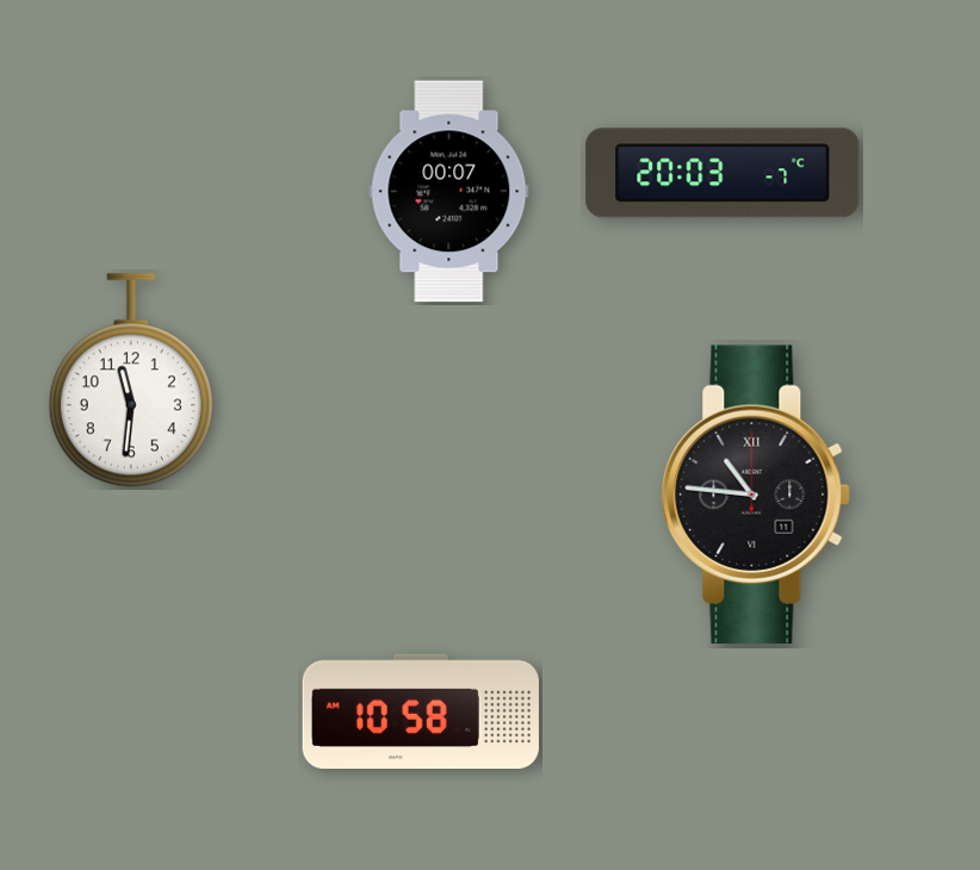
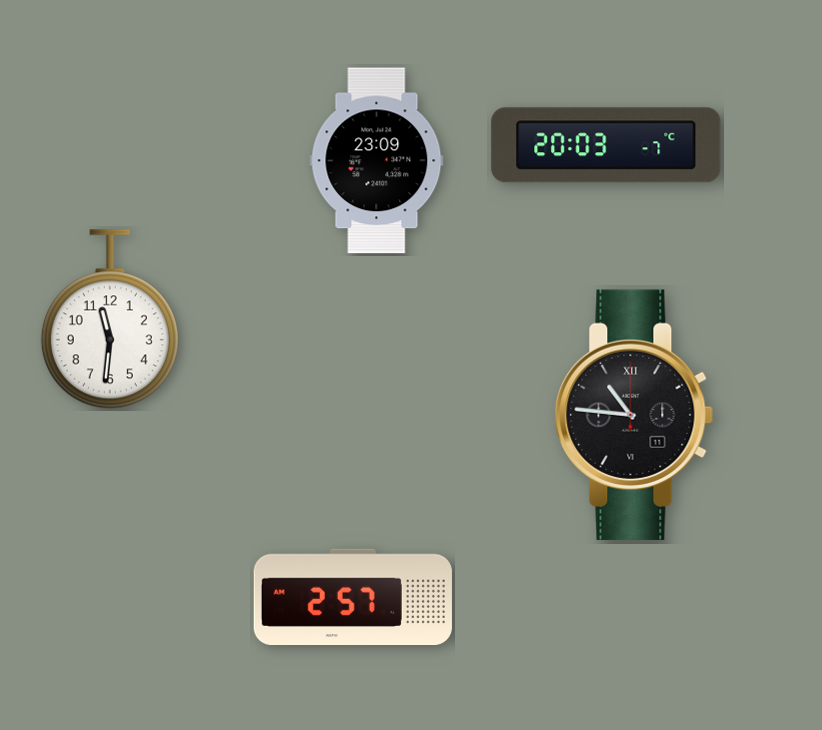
clock at (449, 192): 00:07 -> 23:09
clock at (421, 710): 10:58 -> 2:57
